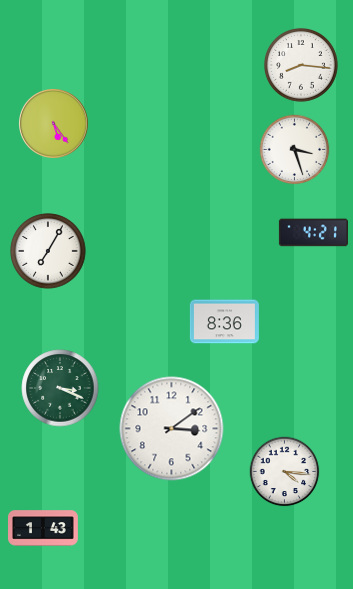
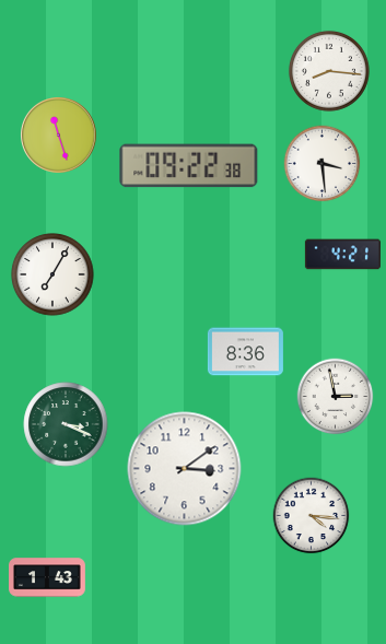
clock at (54, 124): 5:24 -> 11:27
clock at (295, 150): 3:27 -> 3:29
clock at (189, 166): none -> 09:22
clock at (336, 397): none -> 2:58
clock at (172, 429) position: (172, 429) -> (185, 469)
